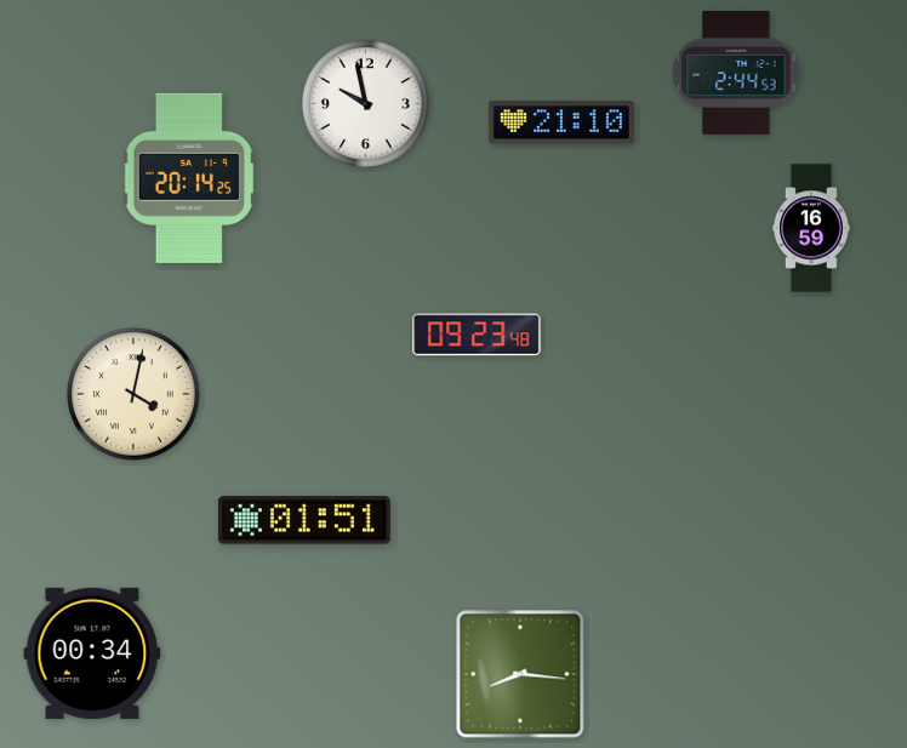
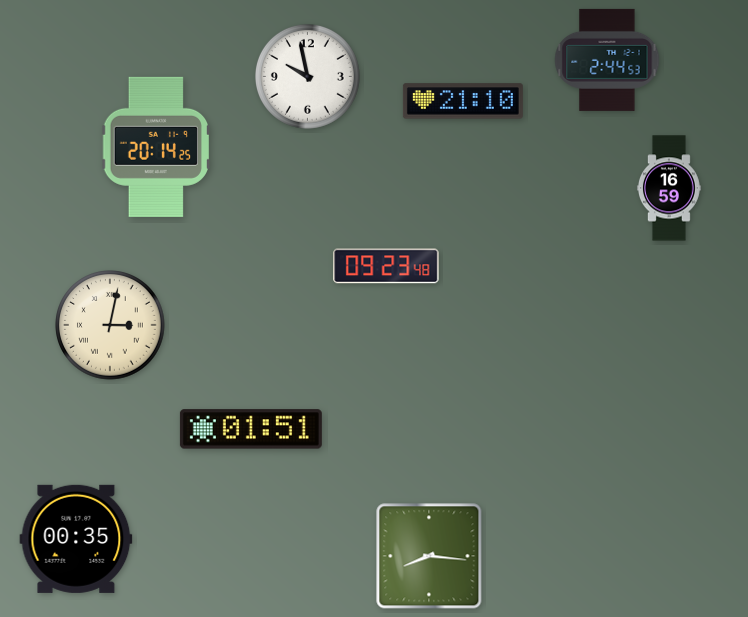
clock at (365, 103) position: (365, 103) -> (307, 76)
clock at (477, 335) position: (477, 335) -> (386, 266)
clock at (133, 394): 4:02 -> 3:02
clock at (92, 653): 00:34 -> 00:35
